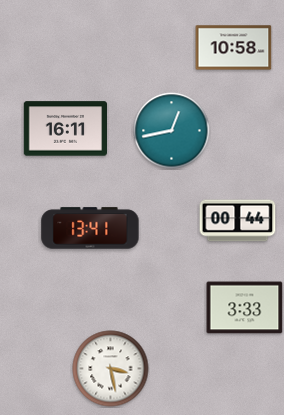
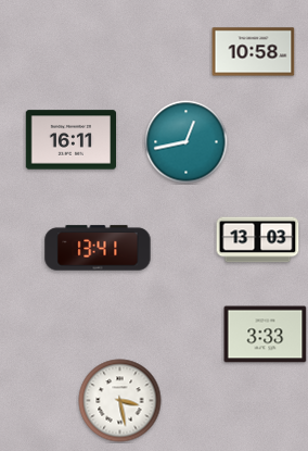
clock at (238, 221): 00:44 -> 13:03
